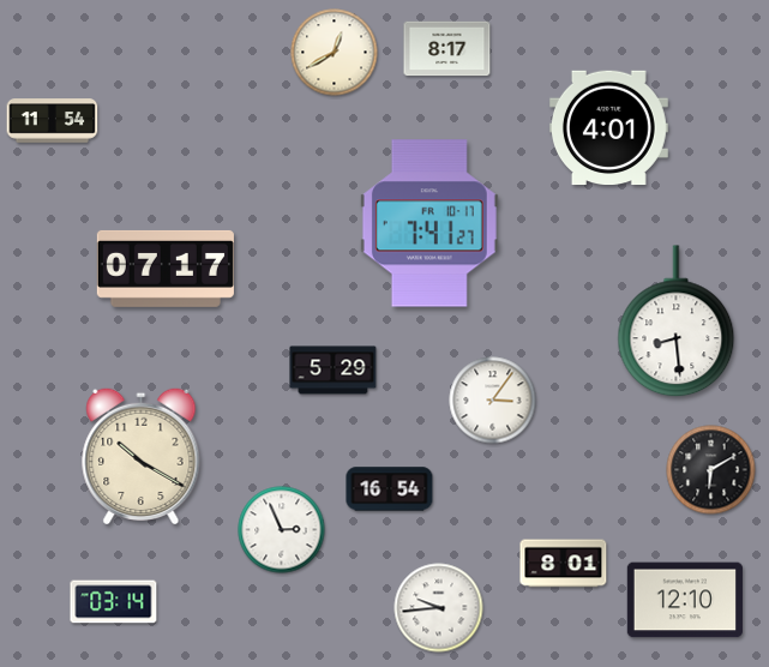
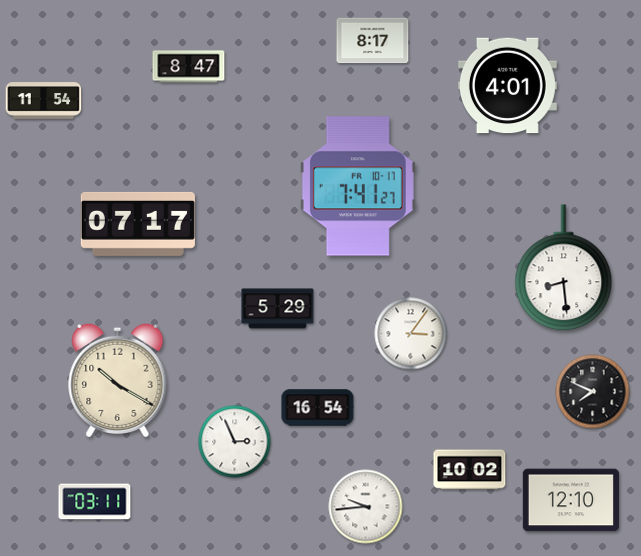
clock at (335, 53): 12:40 -> none
clock at (189, 67): none -> 8:47
clock at (608, 128) position: (608, 128) -> (507, 86)
clock at (711, 470): 6:10 -> 7:49
clock at (390, 489) position: (390, 489) -> (318, 408)
clock at (564, 564): 8:01 -> 10:02
clock at (114, 602): 03:14 -> 03:11
